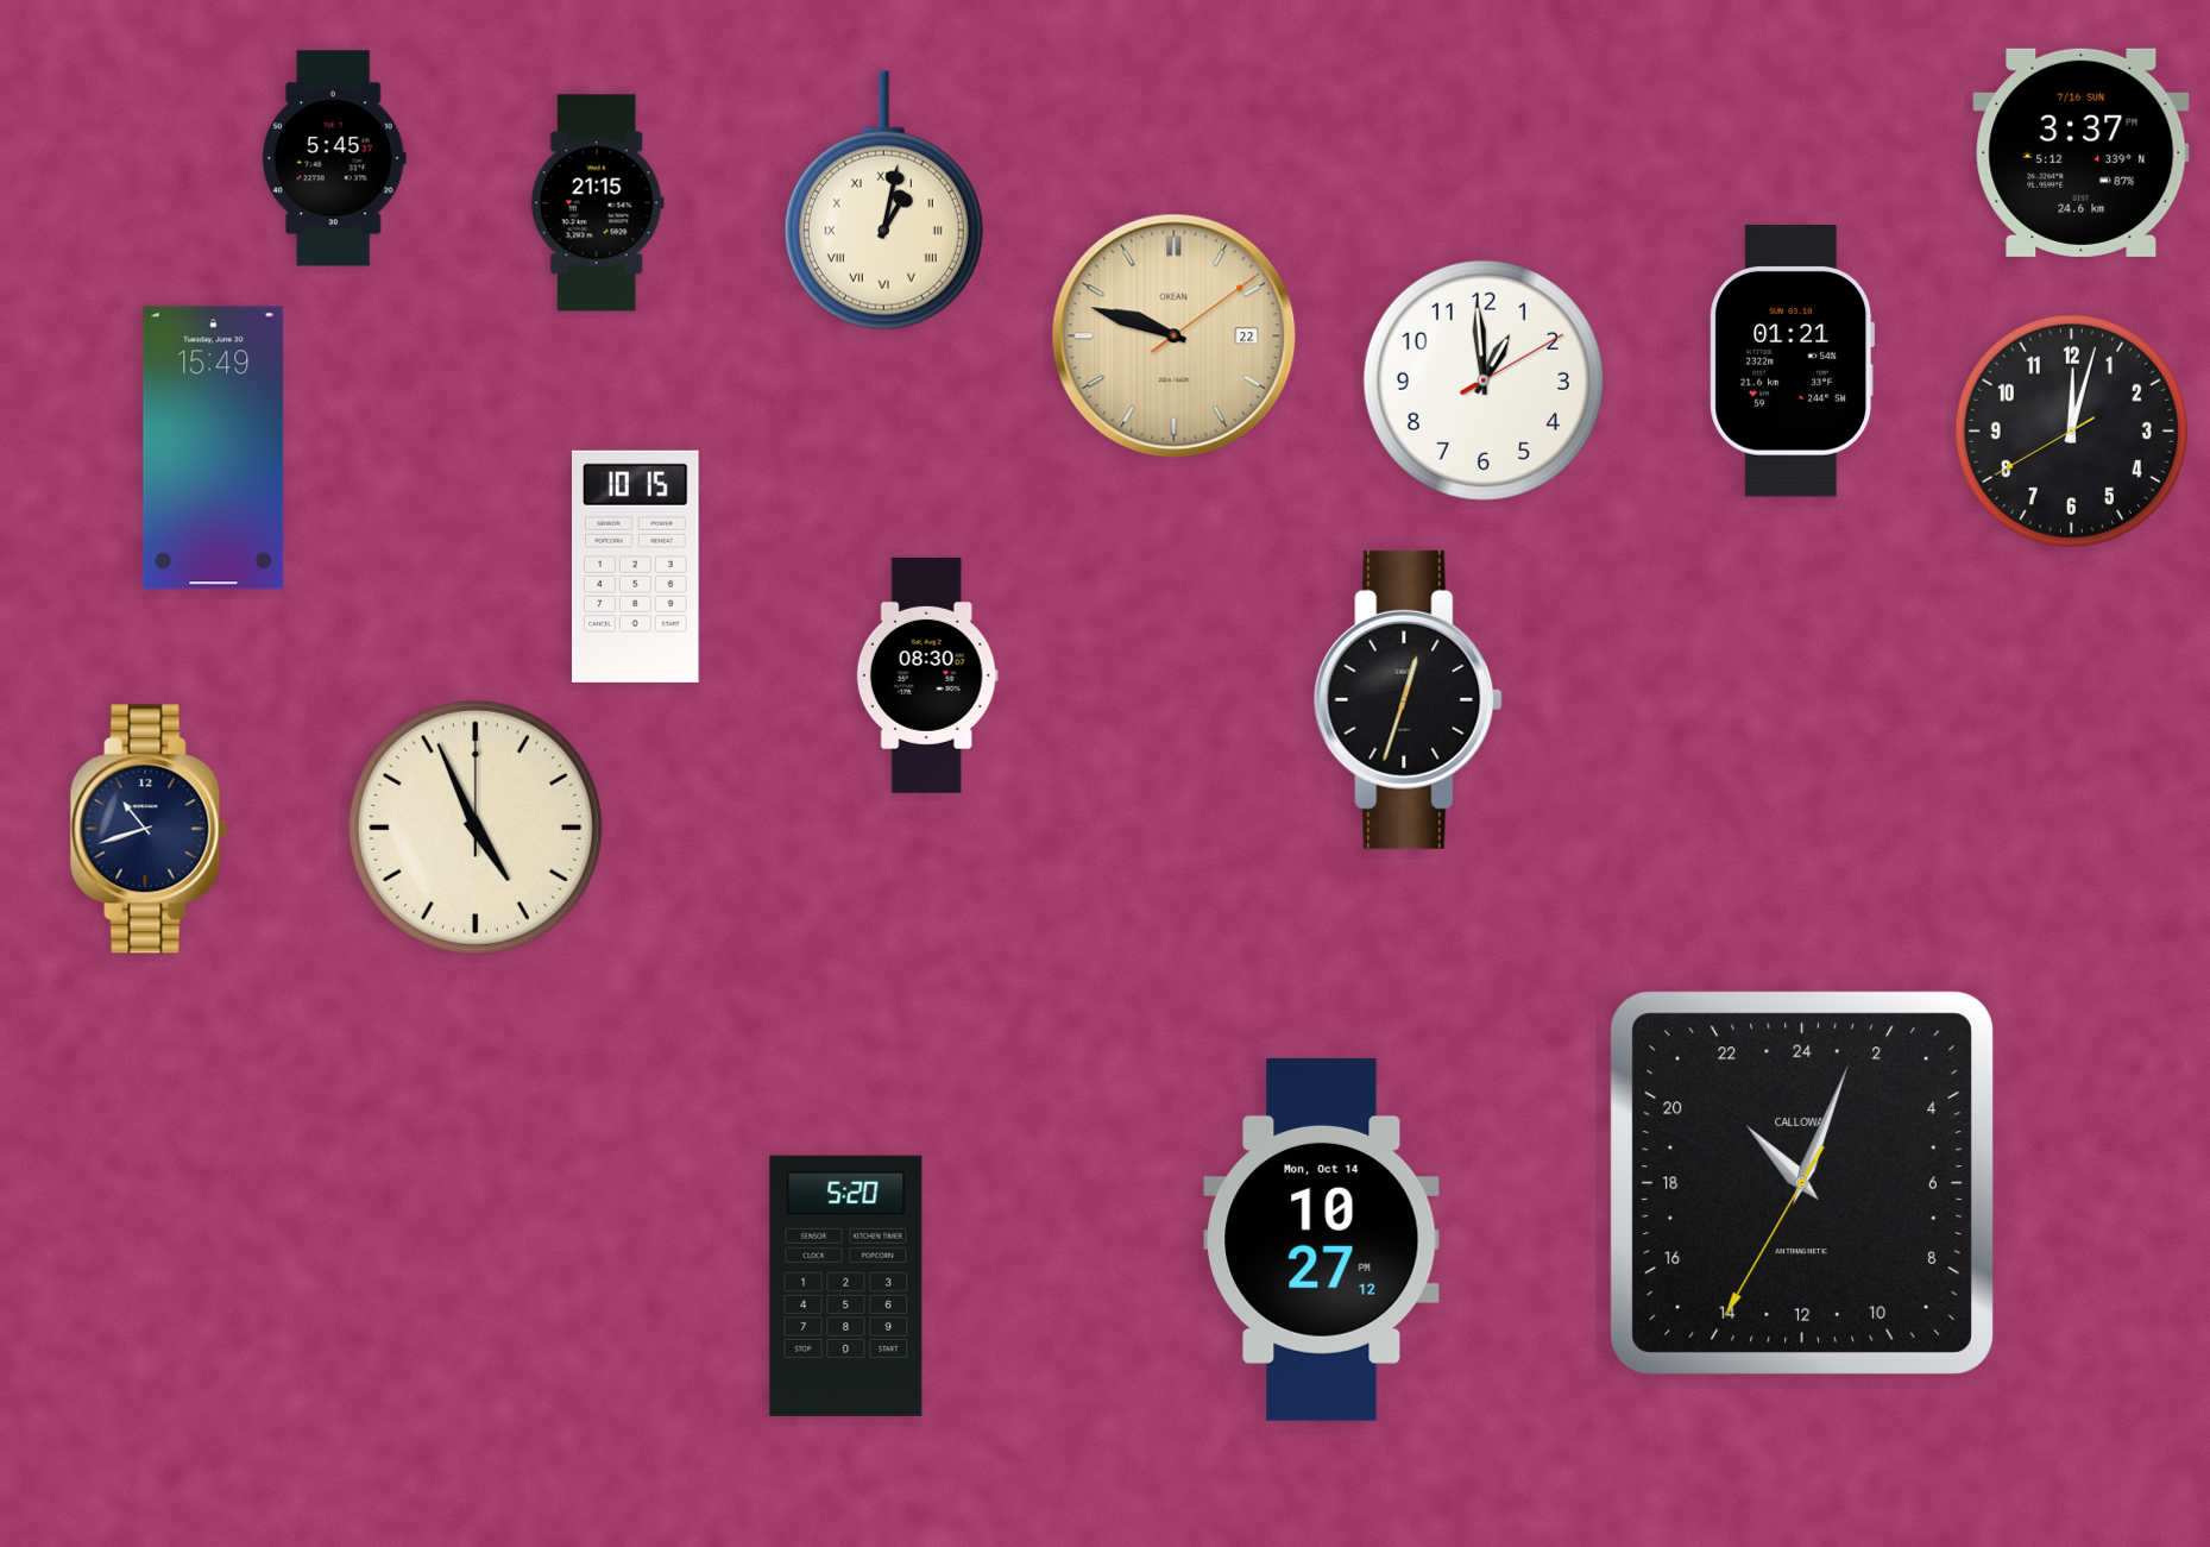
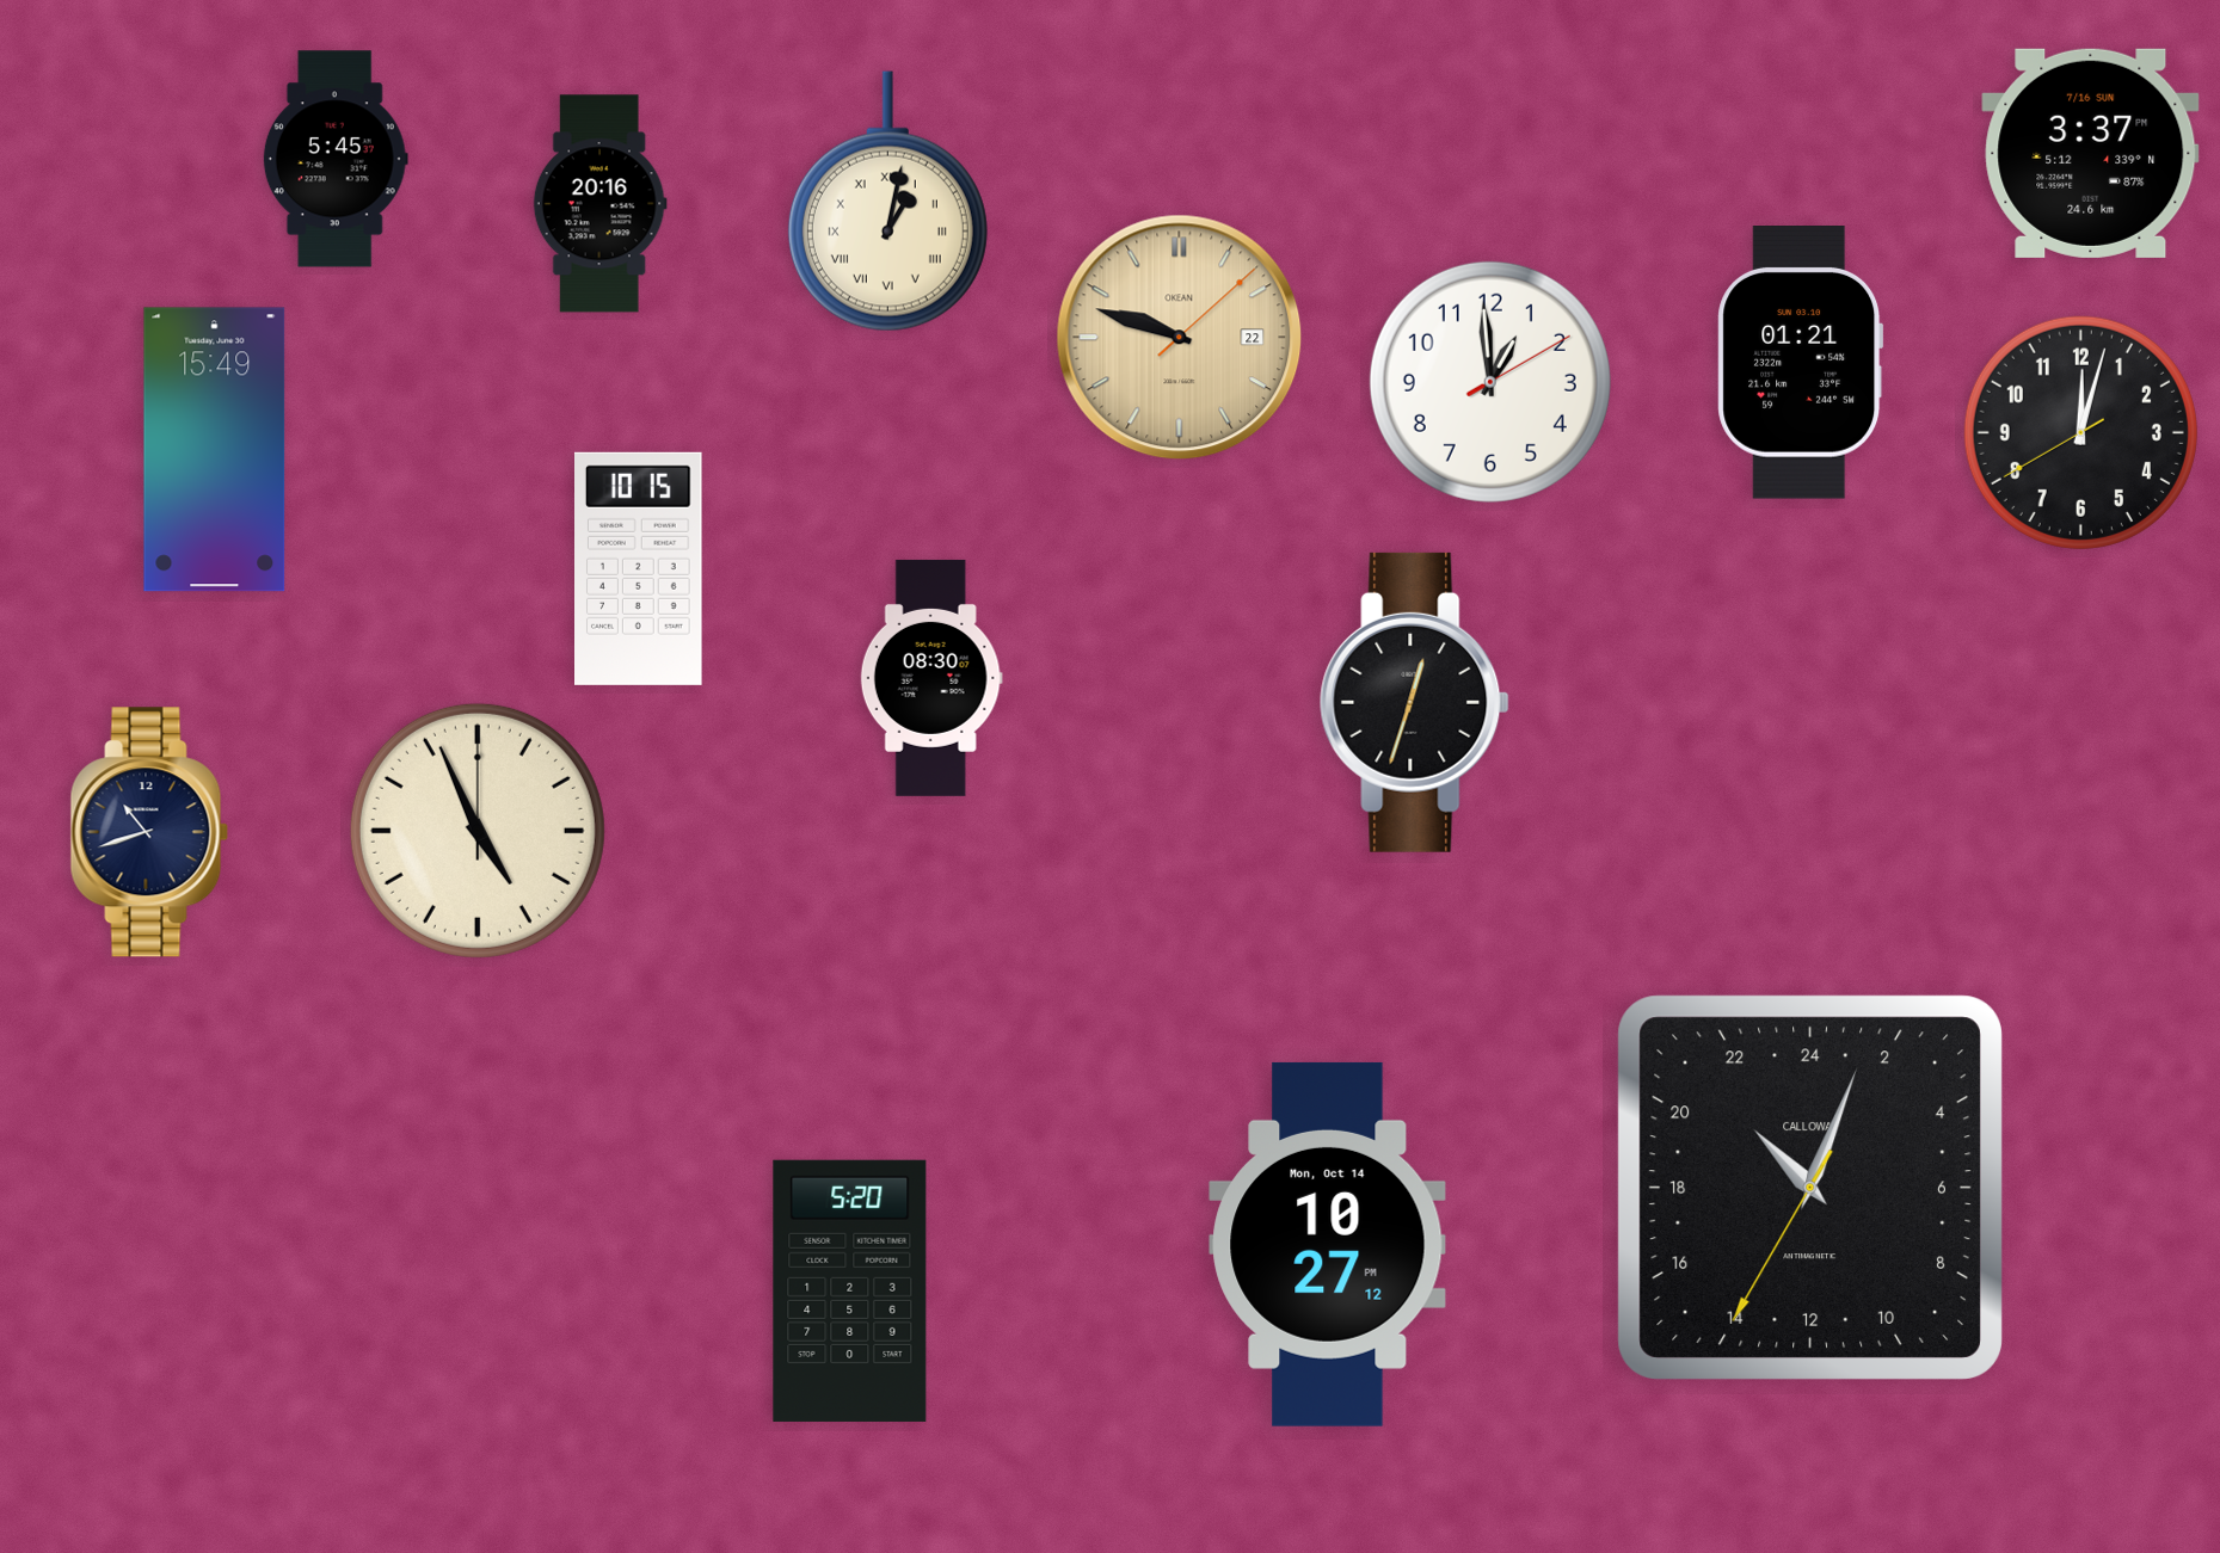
clock at (597, 203): 21:15 -> 20:16
clock at (1175, 337): 9:48:09 -> 9:48:08
